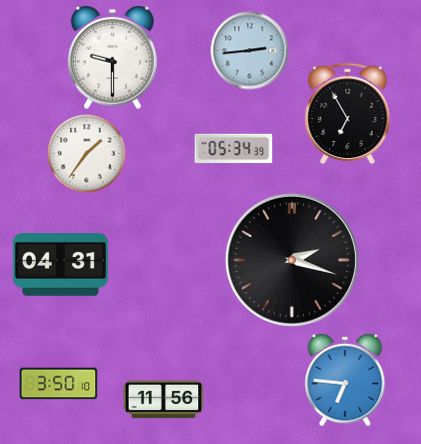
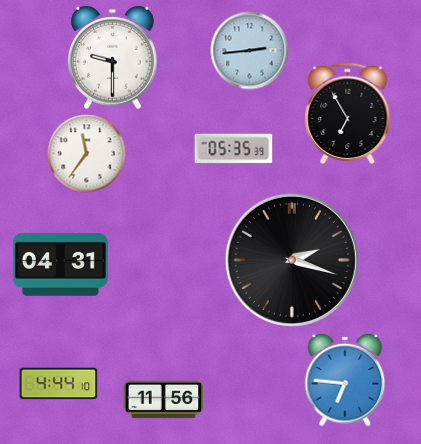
clock at (233, 149): 05:34 -> 05:35
clock at (86, 153): 1:36 -> 11:36
clock at (58, 384): 3:50 -> 4:44
